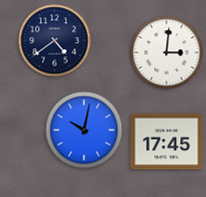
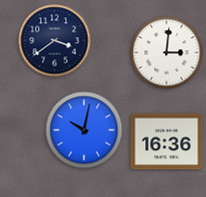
clock at (55, 41): 4:39 -> 3:39
clock at (167, 142): 17:45 -> 16:36
